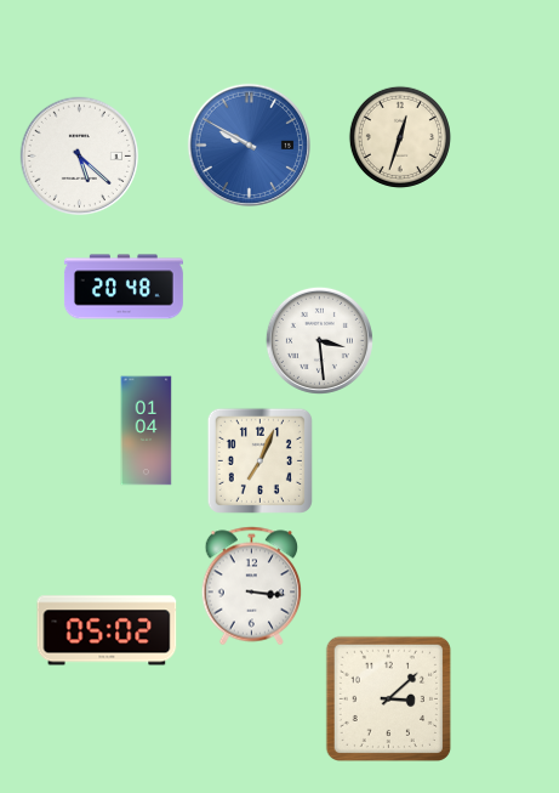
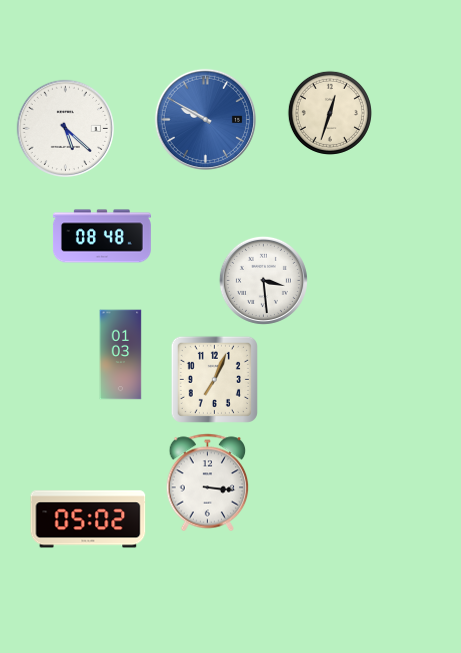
clock at (124, 287): 20:48 -> 08:48
clock at (147, 431): 01:04 -> 01:03
clock at (388, 698): 3:08 -> none
